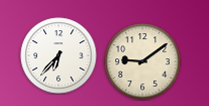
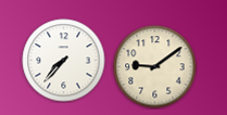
clock at (59, 56): 6:37 -> 7:37
